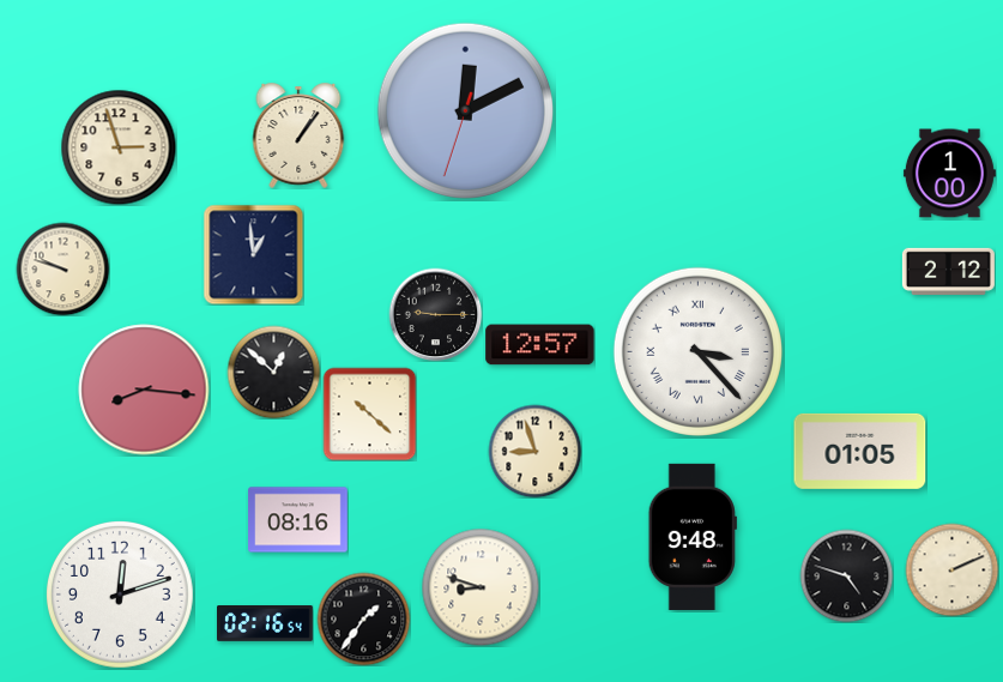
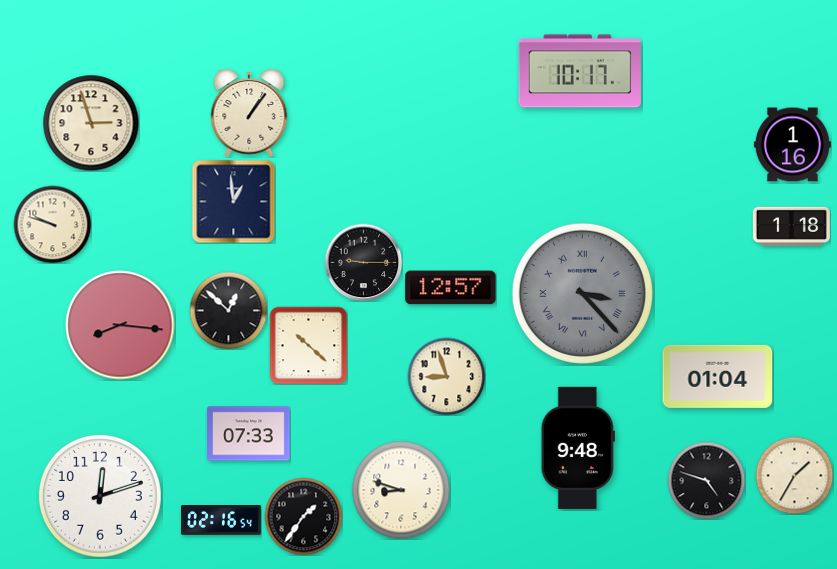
clock at (580, 71): none -> 10:17
clock at (465, 110): 12:10 -> none
clock at (119, 147) position: (119, 147) -> (91, 123)
clock at (949, 174): 1:00 -> 1:16
clock at (253, 254) position: (253, 254) -> (233, 201)
clock at (948, 271): 2:12 -> 1:18
clock at (697, 351) dial: white -> grey
clock at (860, 451): 01:05 -> 01:04
clock at (298, 520): 08:16 -> 07:33
clock at (951, 569): 2:11 -> 1:35
